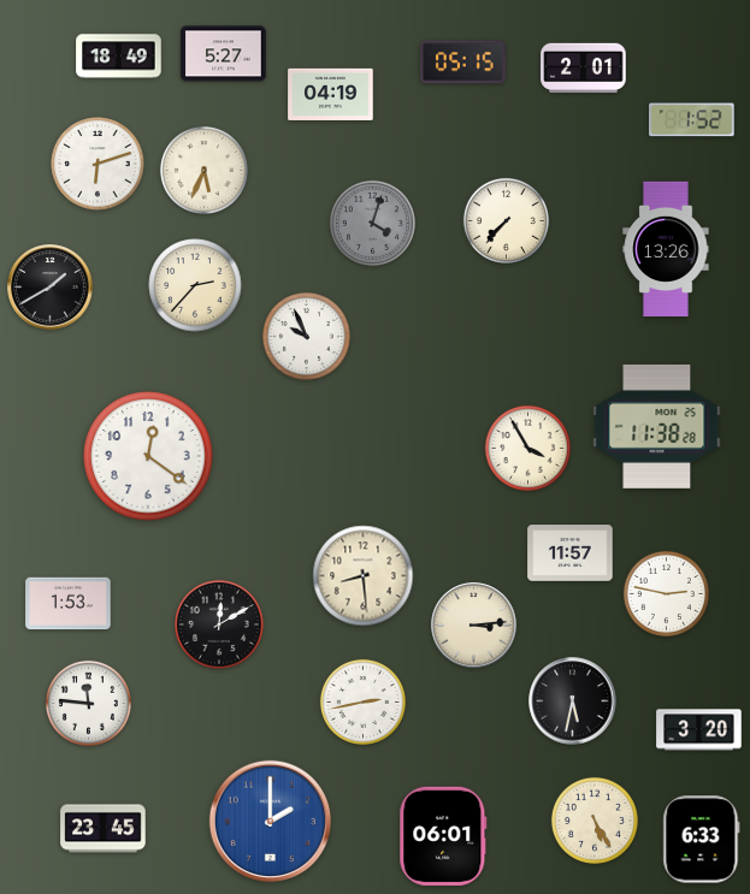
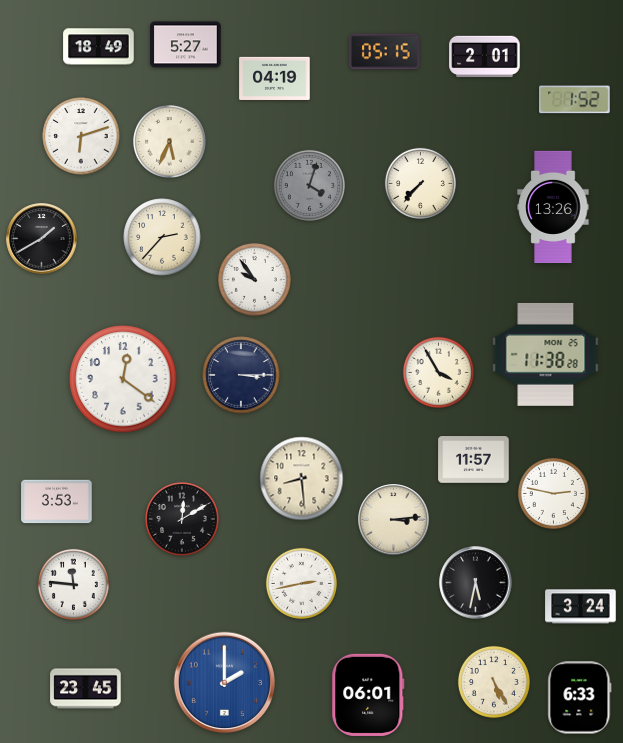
clock at (306, 336): 9:56 -> 9:54
clock at (241, 375): none -> 3:15
clock at (69, 604): 1:53 -> 3:53
clock at (699, 730): 3:20 -> 3:24
clock at (702, 840) position: (702, 840) -> (580, 698)
